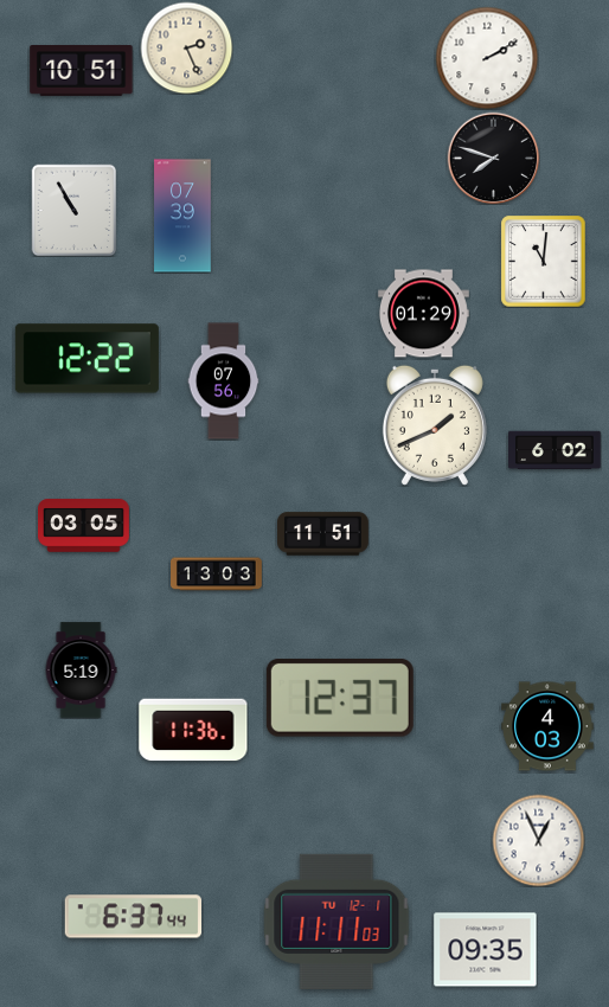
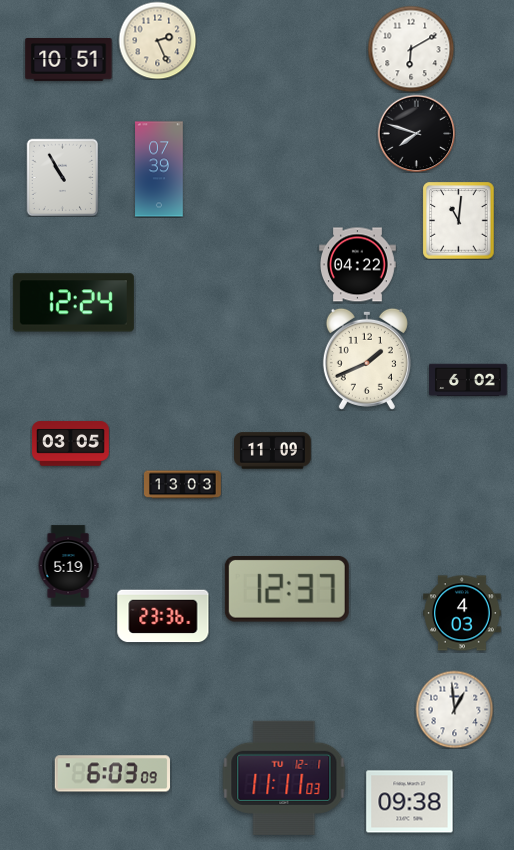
clock at (487, 58): 2:10 -> 6:10
clock at (182, 216) position: (182, 216) -> (159, 169)
clock at (424, 314): 01:29 -> 04:22
clock at (86, 359): 12:22 -> 12:24
clock at (224, 381): 07:56 -> none
clock at (323, 534): 11:51 -> 11:09
clock at (193, 730): 11:36 -> 23:36
clock at (538, 840): 12:56 -> 12:59
clock at (133, 917): 6:37 -> 6:03
clock at (486, 950): 09:35 -> 09:38
